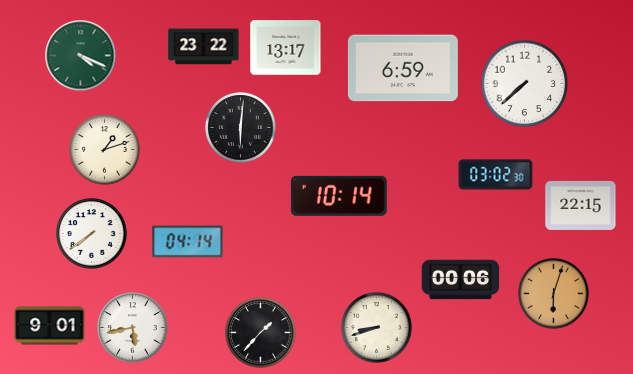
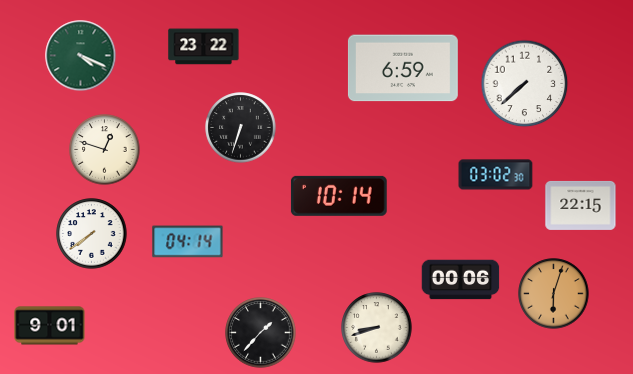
clock at (286, 48): 13:17 -> none
clock at (241, 128): 6:01 -> 6:33
clock at (105, 150): 1:12 -> 12:48
clock at (133, 328): 5:43 -> none
